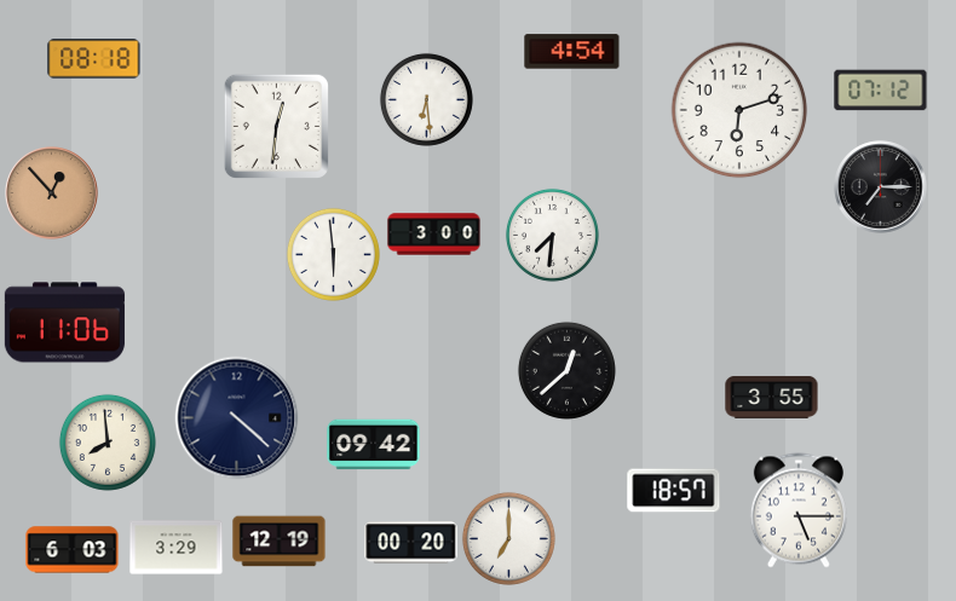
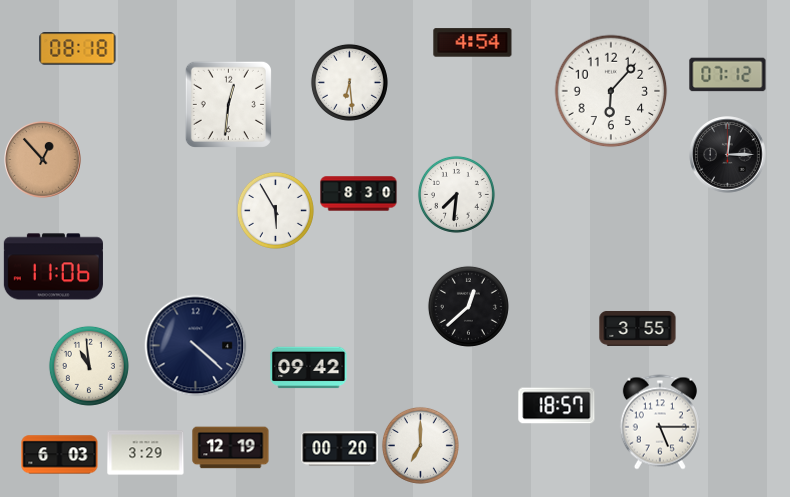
clock at (426, 99) position: (426, 99) -> (349, 82)
clock at (739, 110): 6:12 -> 6:07
clock at (881, 187): 7:15 -> 12:15
clock at (434, 235): 3:00 -> 8:30
clock at (333, 254): 5:59 -> 5:55
clock at (108, 443): 7:59 -> 10:59
